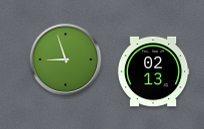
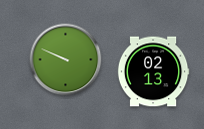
clock at (66, 60): 8:57 -> 9:49
